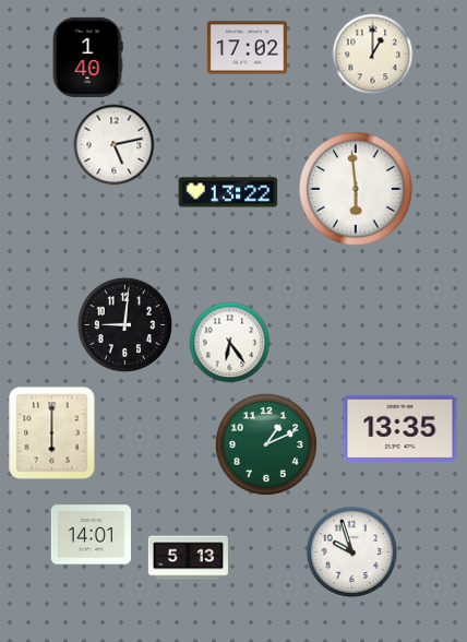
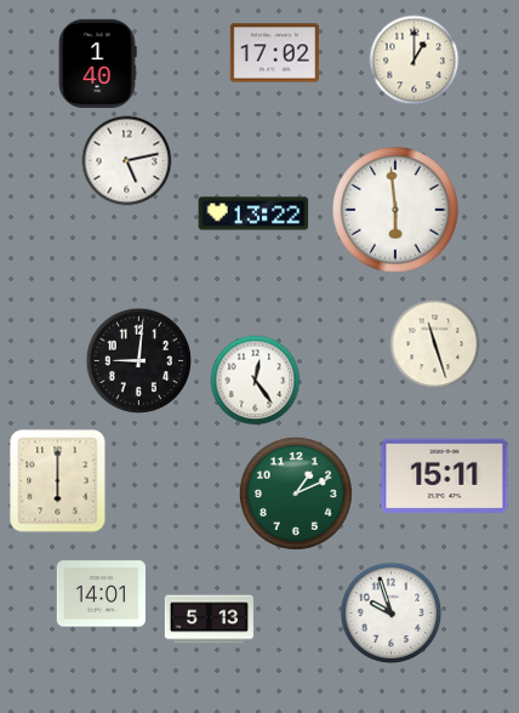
clock at (435, 344): none -> 11:27
clock at (230, 343): 6:24 -> 12:24
clock at (400, 429): 13:35 -> 15:11
